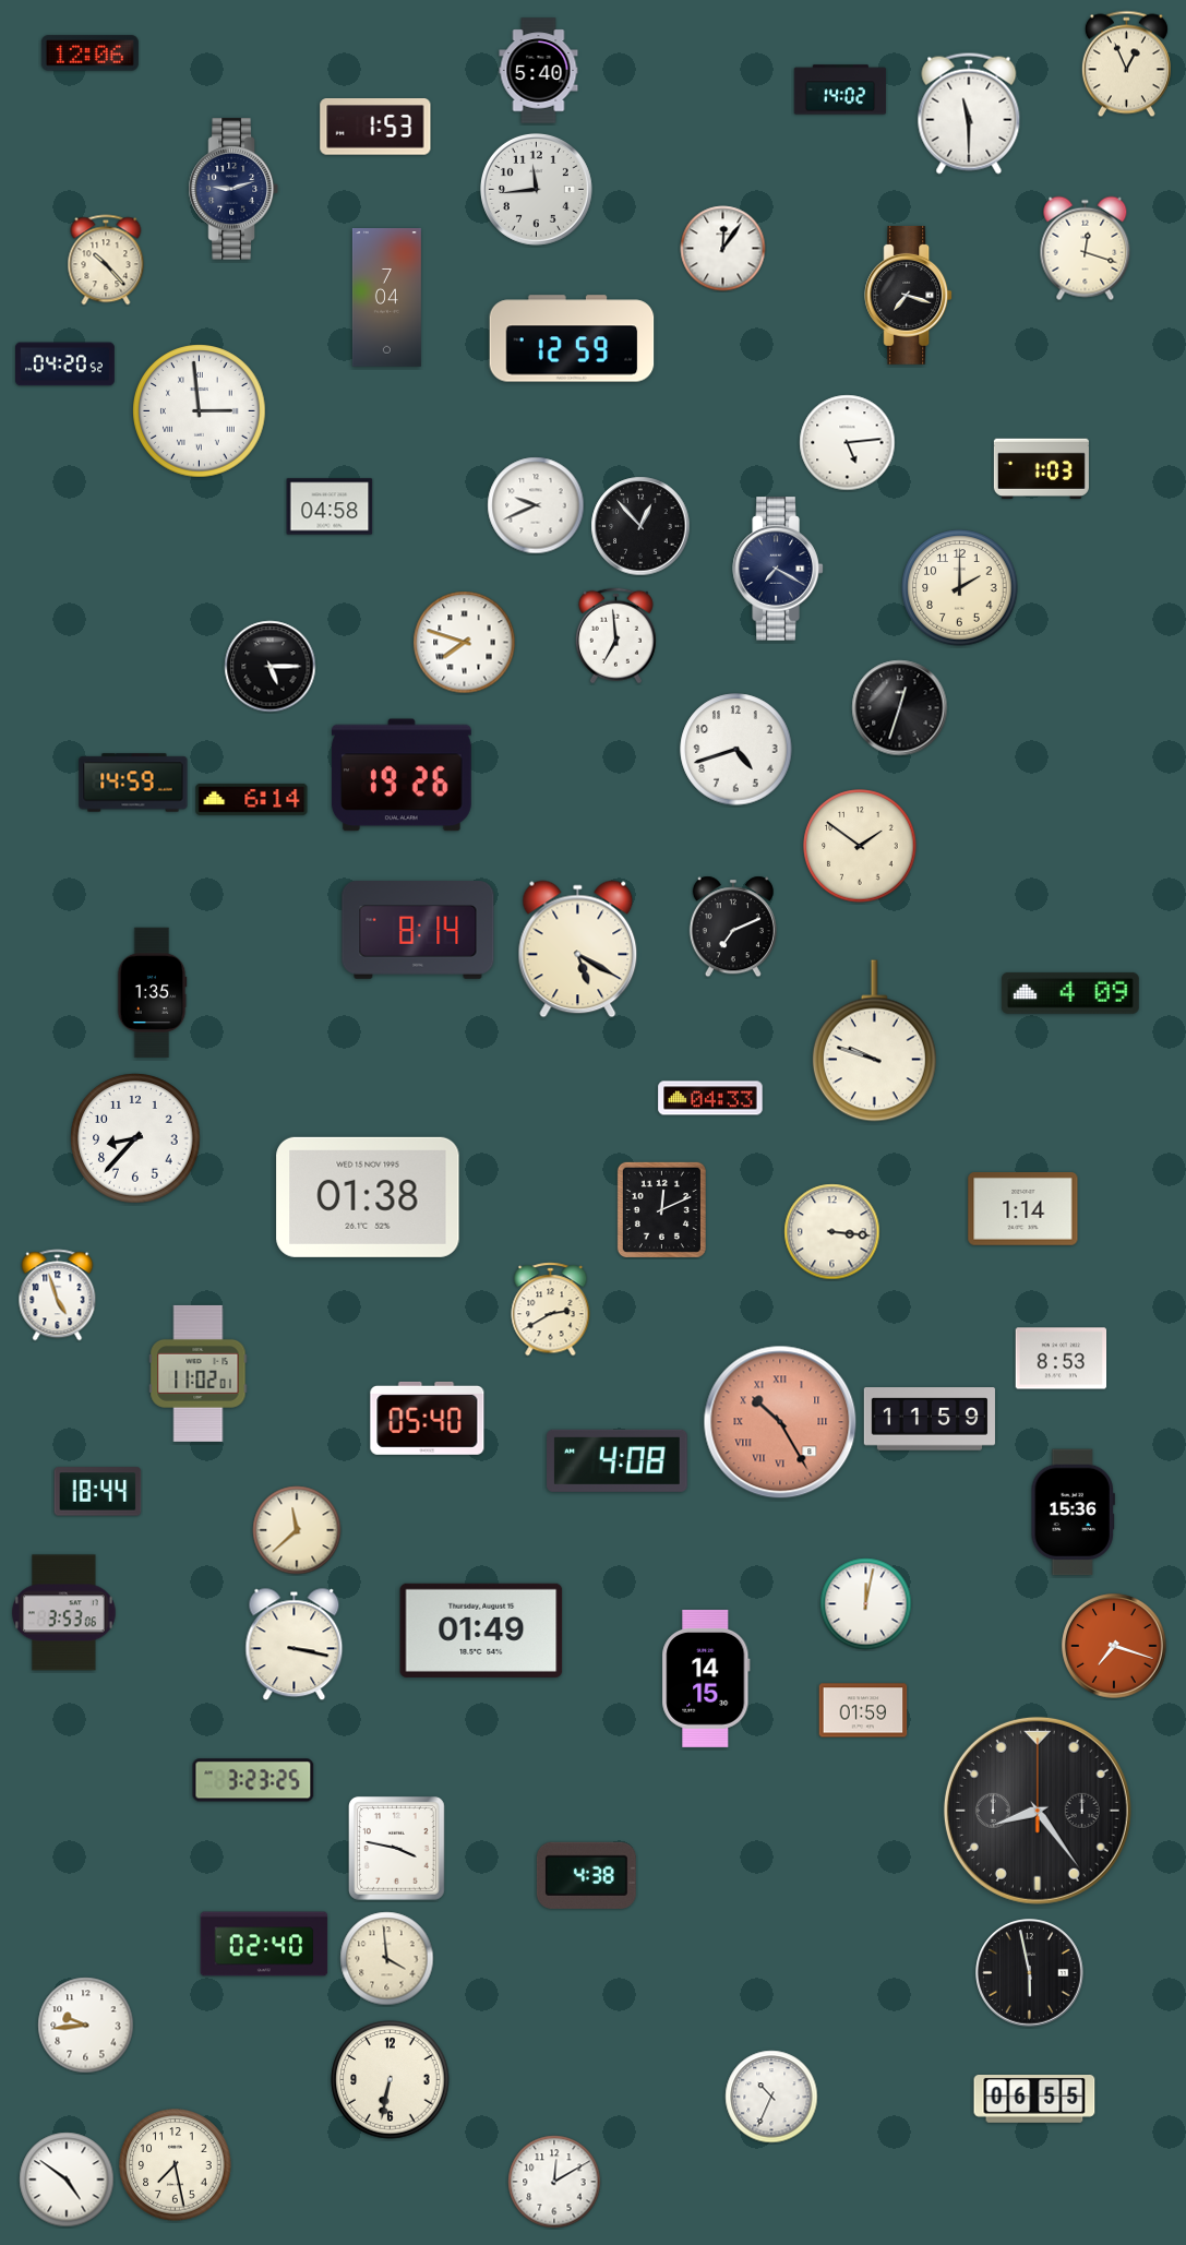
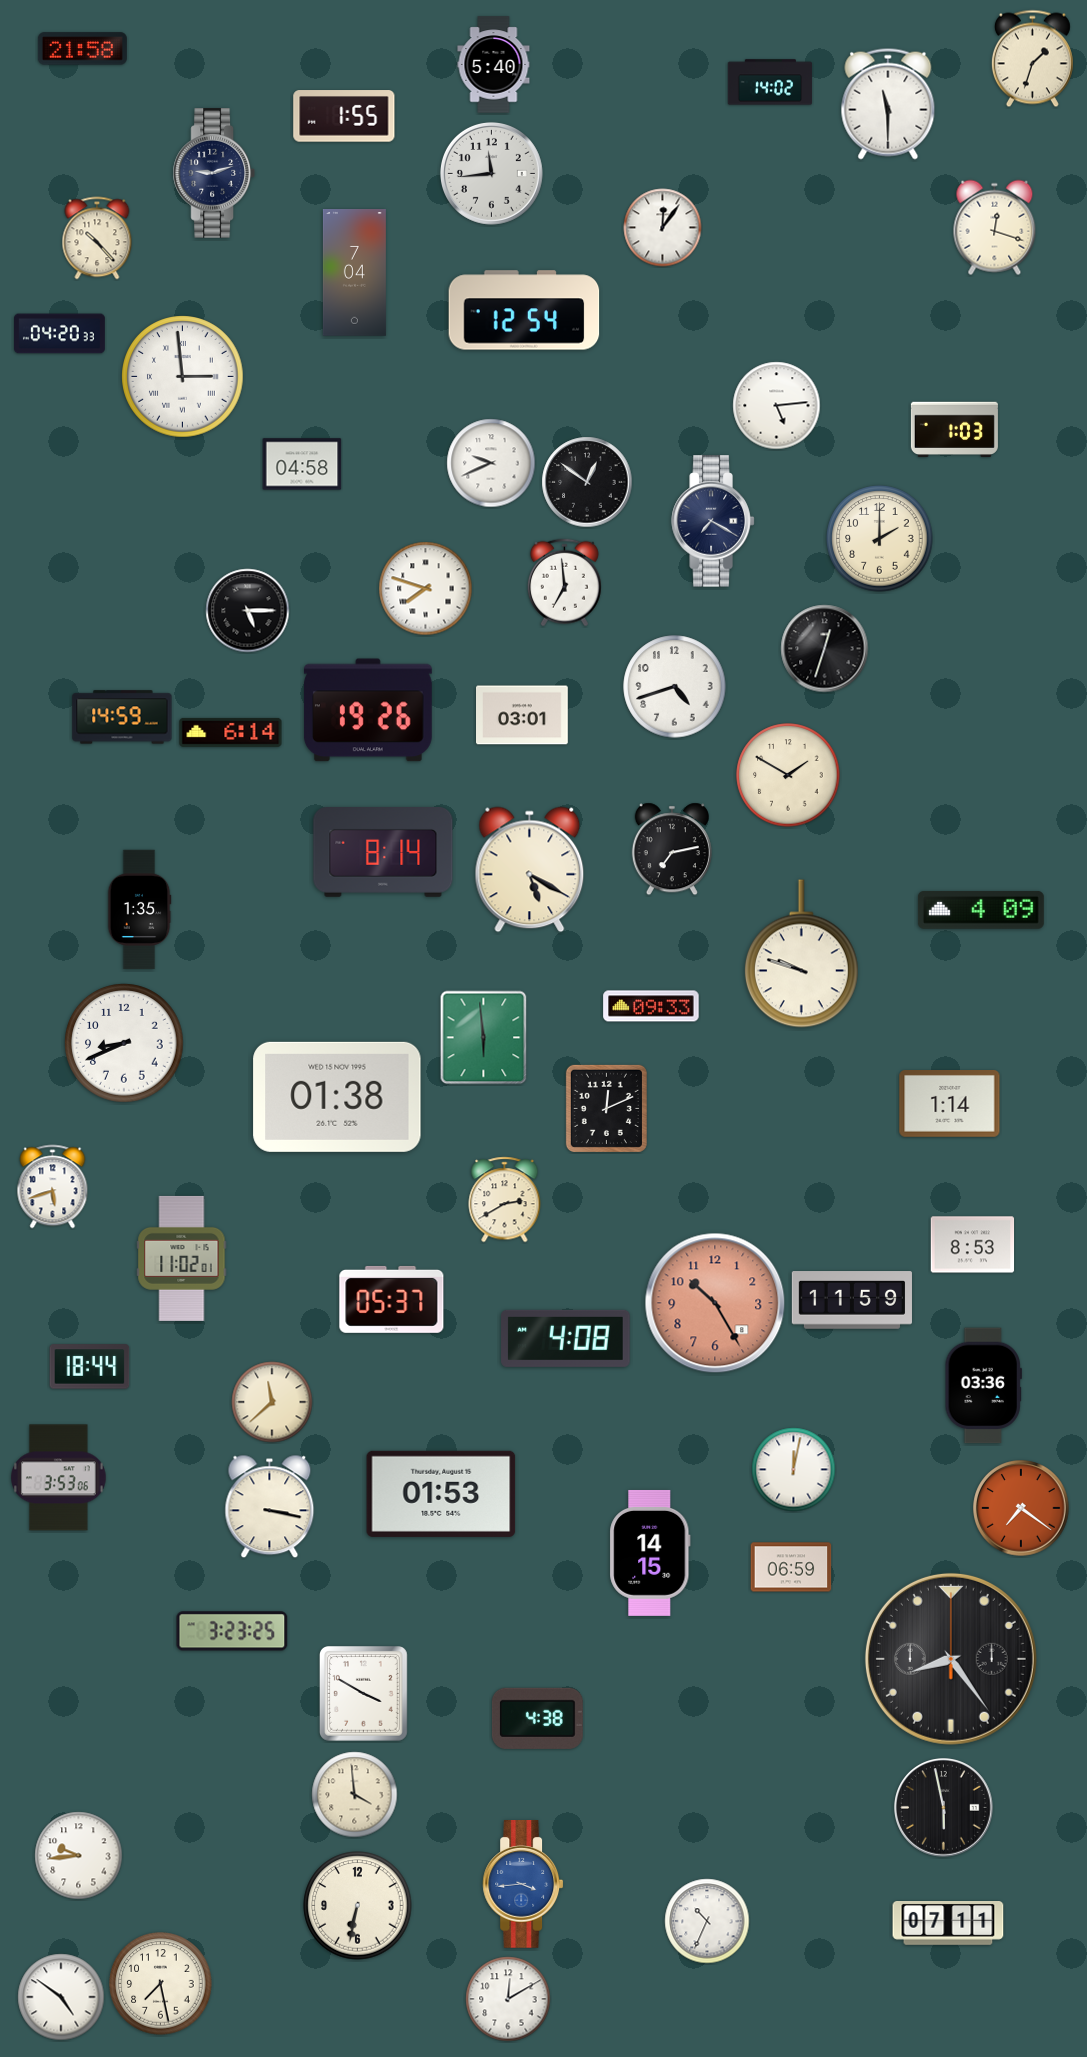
clock at (89, 53): 12:06 -> 21:58
clock at (1126, 64): 12:56 -> 1:33
clock at (375, 127): 1:53 -> 1:55
clock at (909, 295): 7:18 -> none
clock at (572, 338): 12:59 -> 12:54
clock at (65, 365): 04:20:52 -> 04:20:33
clock at (640, 526): 12:53 -> 12:51
clock at (523, 715): none -> 03:01
clock at (860, 846): 1:51 -> 1:50
clock at (733, 927): 7:11 -> 7:13
clock at (710, 1098): 04:33 -> 09:33
clock at (484, 1038): none -> 5:59
clock at (135, 1138): 8:37 -> 8:41
clock at (1023, 1209) position: (1023, 1209) -> (950, 1104)
clock at (832, 1232): 3:16 -> none
clock at (58, 1295): 4:57 -> 5:42
clock at (428, 1418): 05:40 -> 05:37
clock at (780, 1422) numerals: Roman -> Arabic
clock at (1073, 1513): 15:36 -> 03:36
clock at (481, 1631): 01:49 -> 01:53
clock at (1114, 1646): 7:18 -> 7:21
clock at (706, 1679) position: (706, 1679) -> (650, 1553)
clock at (863, 1710): 01:59 -> 06:59
clock at (396, 1849): 3:47 -> 3:50
clock at (264, 1944): 02:40 -> none
clock at (523, 1885): none -> 3:44
clock at (1034, 2100): 06:55 -> 07:11
